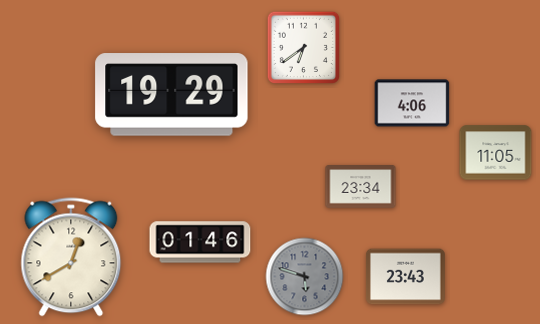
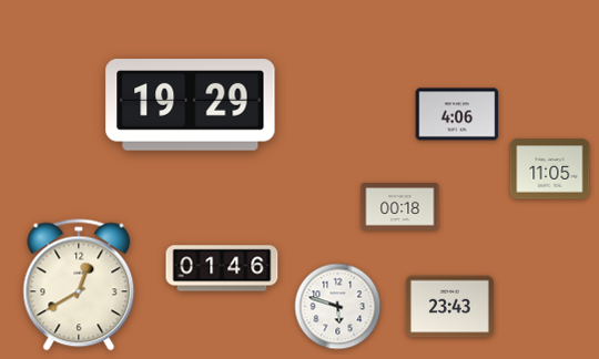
clock at (304, 48): 6:39 -> none
clock at (361, 187): 23:34 -> 00:18
clock at (305, 277) dial: grey -> white
